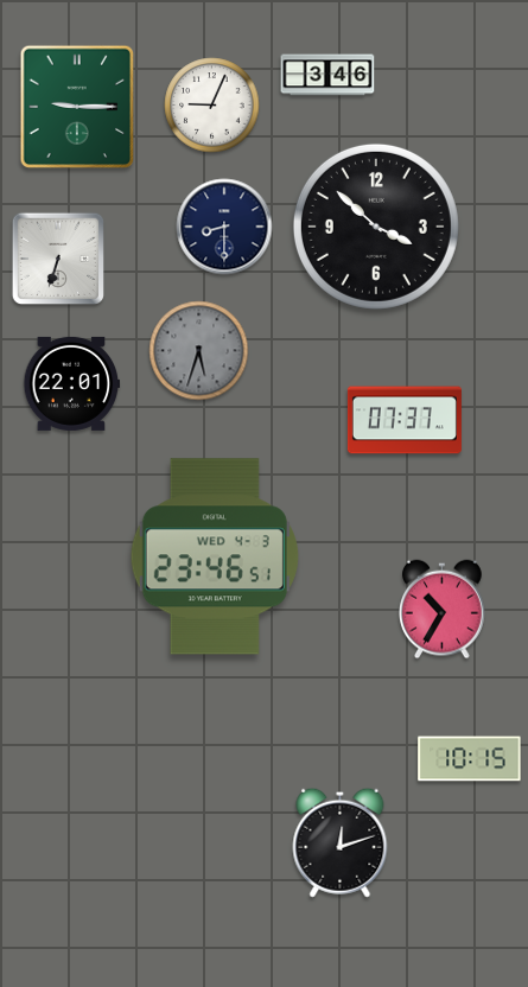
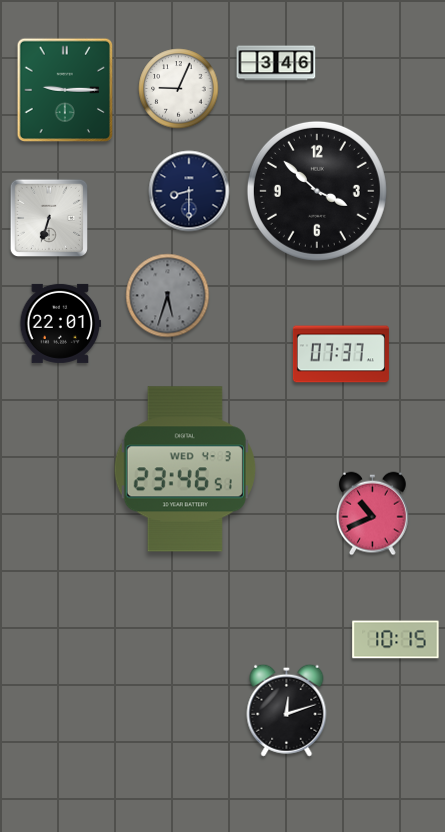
clock at (215, 556) position: (215, 556) -> (185, 469)
clock at (443, 610): 10:35 -> 10:41
